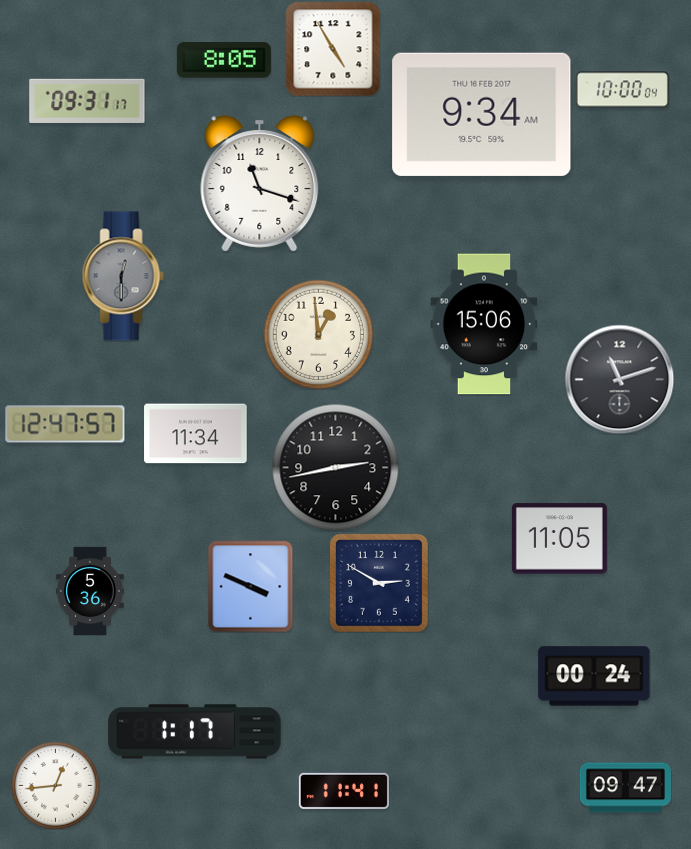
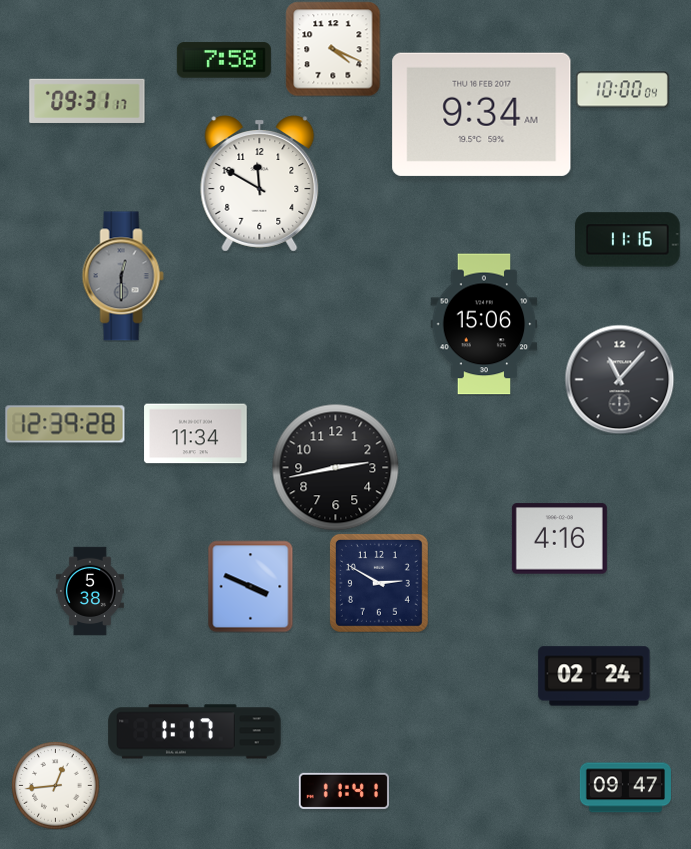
clock at (333, 49): 4:55 -> 4:19
clock at (224, 60): 8:05 -> 7:58
clock at (260, 184): 11:18 -> 11:50
clock at (628, 240): none -> 11:16
clock at (318, 334): 12:59 -> none
clock at (619, 379): 11:12 -> 11:07
clock at (65, 424): 12:47 -> 12:39
clock at (559, 539): 11:05 -> 4:16
clock at (90, 591): 5:36 -> 5:38
clock at (594, 676): 00:24 -> 02:24
